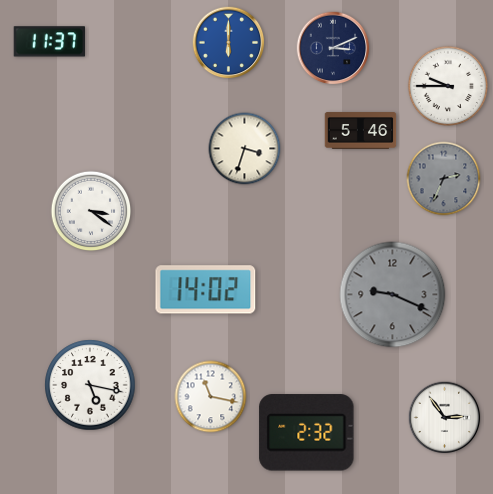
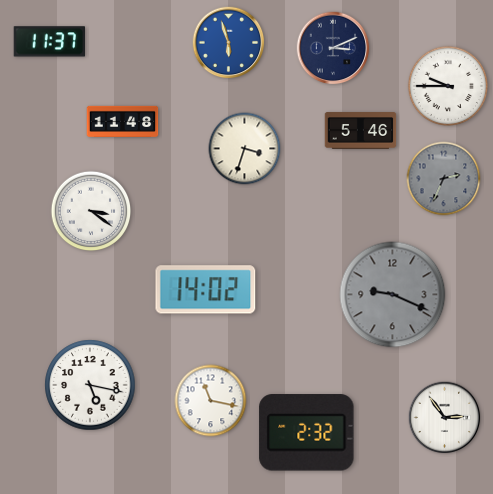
clock at (229, 43): 6:00 -> 5:57
clock at (123, 121): none -> 11:48
clock at (211, 397) position: (211, 397) -> (211, 401)
